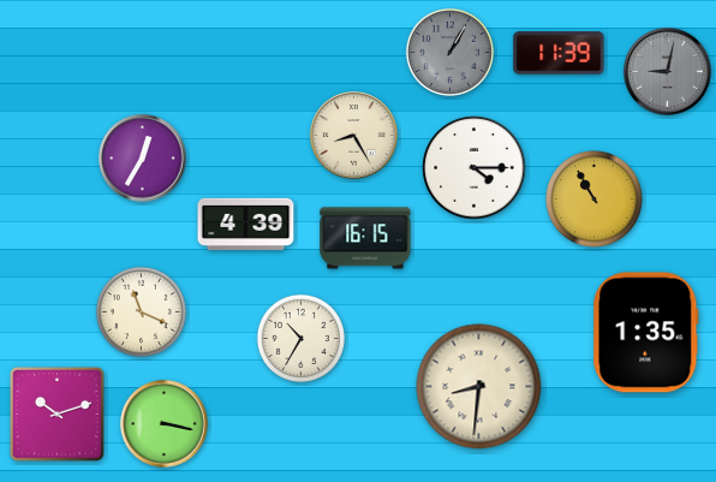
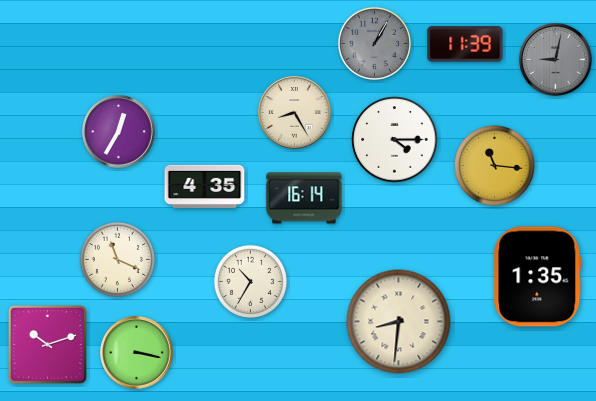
clock at (595, 200): 10:55 -> 11:16
clock at (246, 224): 4:39 -> 4:35
clock at (365, 238): 16:15 -> 16:14
